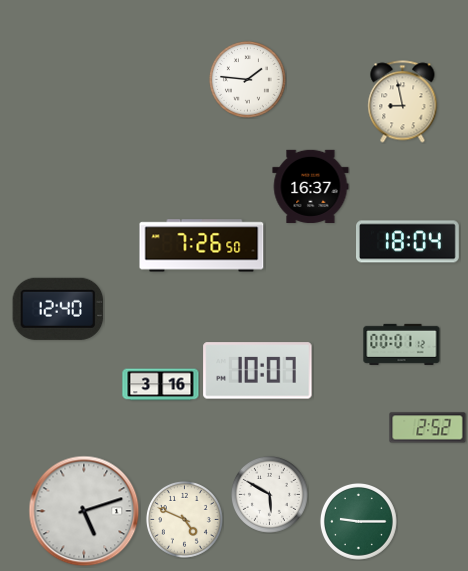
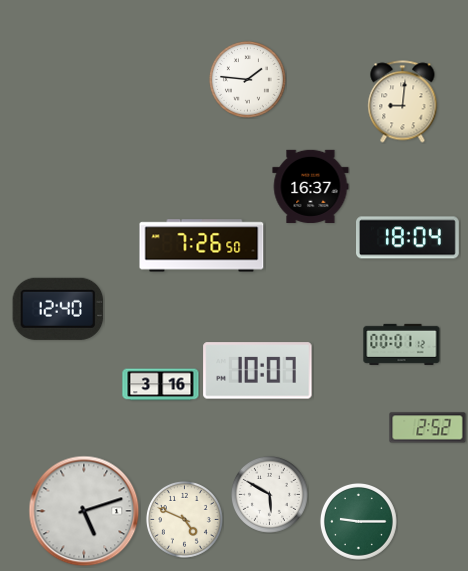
clock at (403, 102): 8:58 -> 9:01
clock at (408, 242) position: (408, 242) -> (408, 238)
